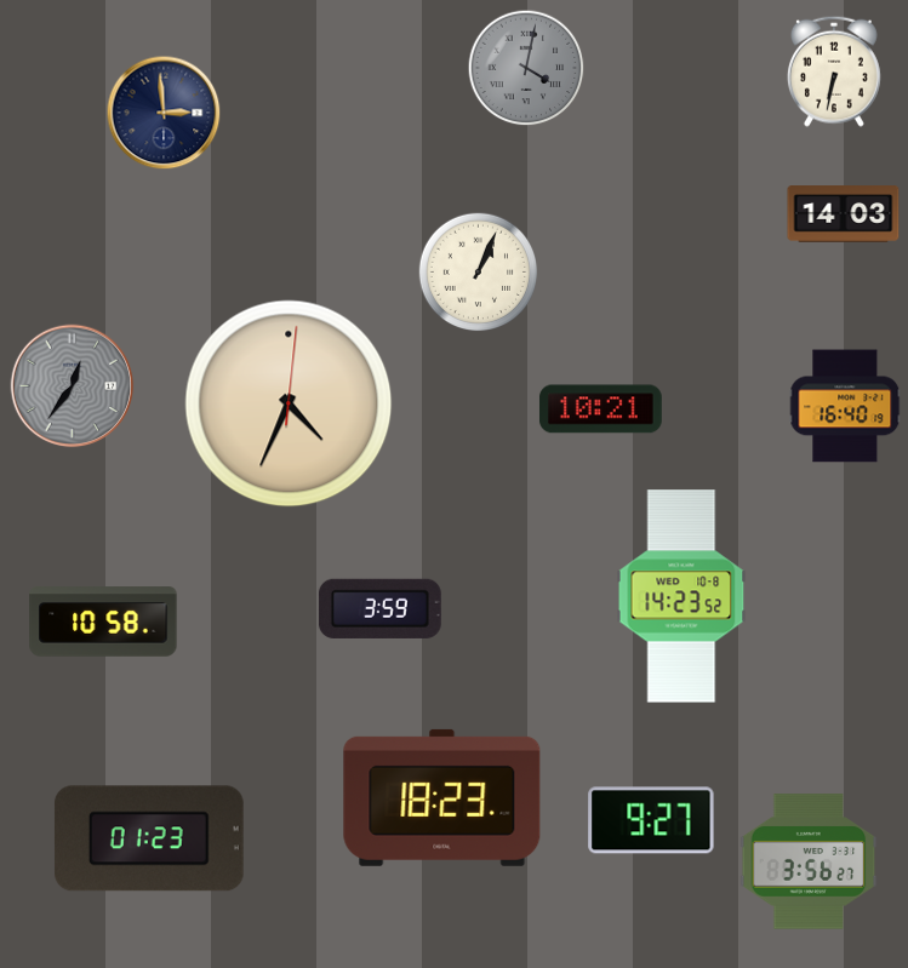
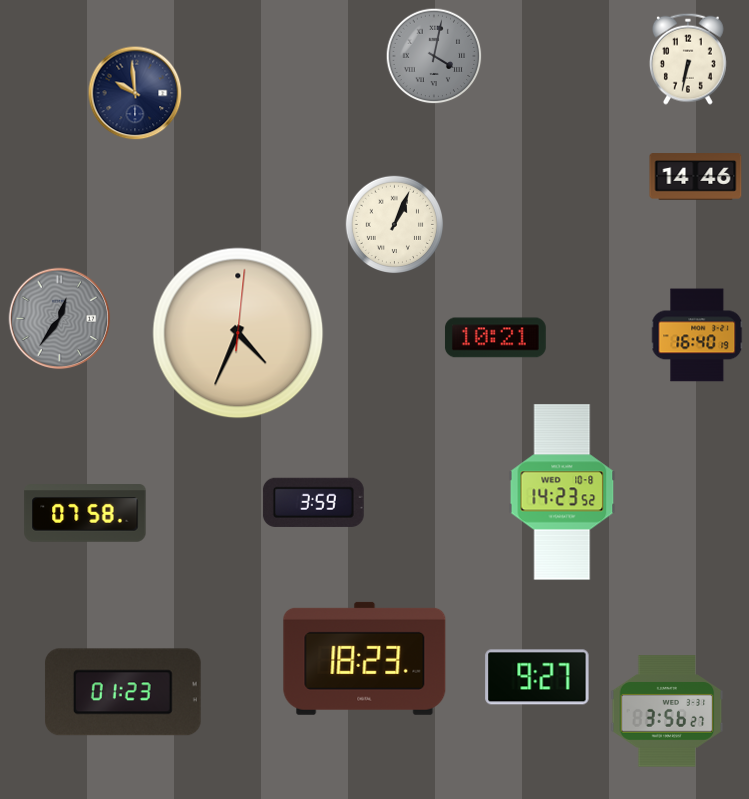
clock at (164, 113): 2:59 -> 9:59
clock at (844, 214): 14:03 -> 14:46
clock at (103, 622): 10:58 -> 07:58
